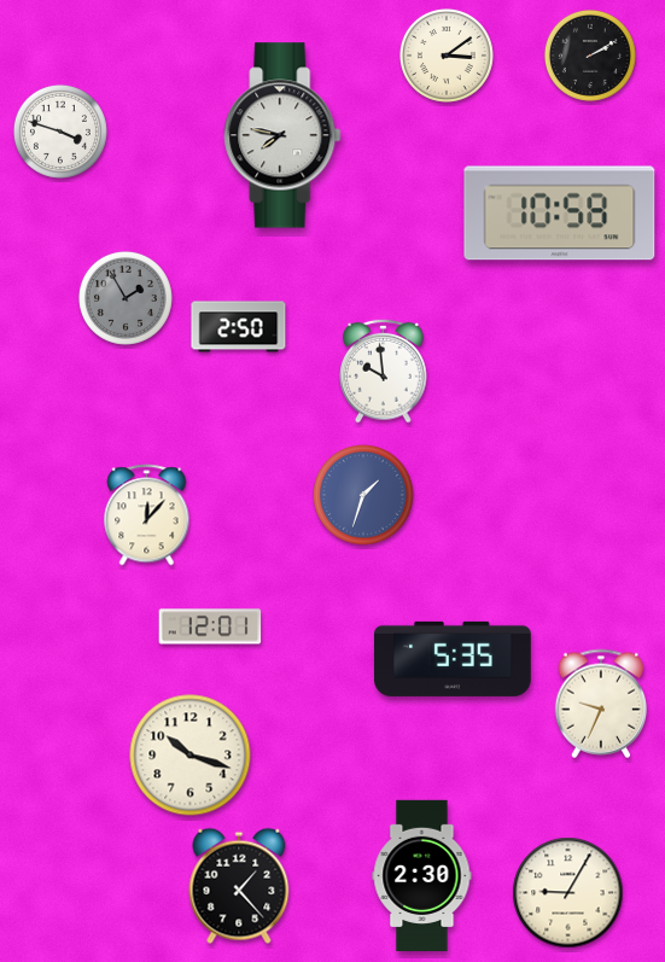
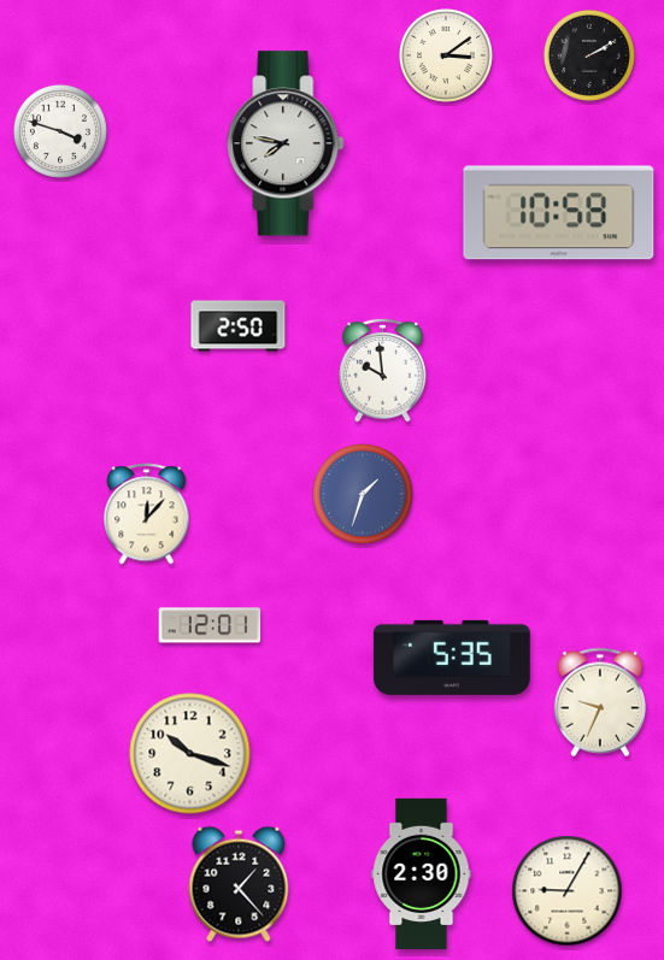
clock at (282, 135) position: (282, 135) -> (286, 143)
clock at (126, 298): 1:55 -> none
